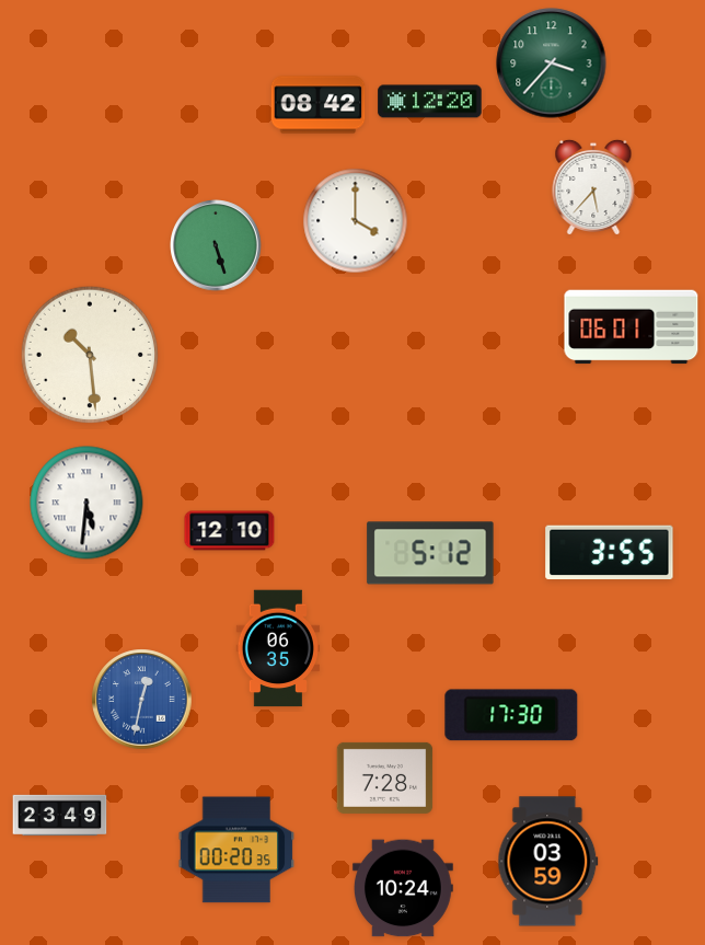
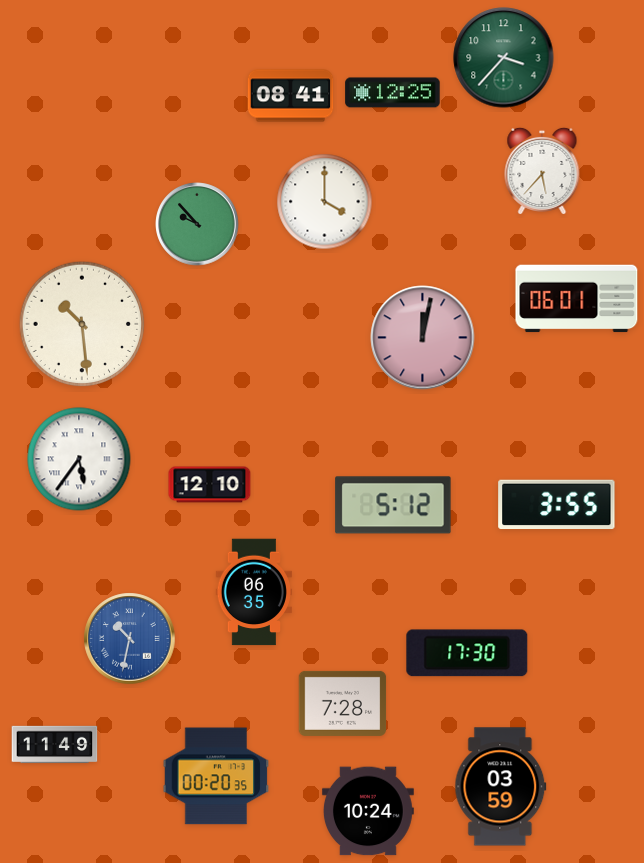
clock at (430, 102): 12:20 -> 12:25
clock at (319, 105): 08:42 -> 08:41
clock at (216, 245): 5:27 -> 9:53
clock at (423, 338): none -> 12:02
clock at (86, 503): 5:31 -> 5:36
clock at (142, 700): 12:32 -> 10:32
clock at (385, 777) position: (385, 777) -> (343, 703)
clock at (60, 816): 23:49 -> 11:49
